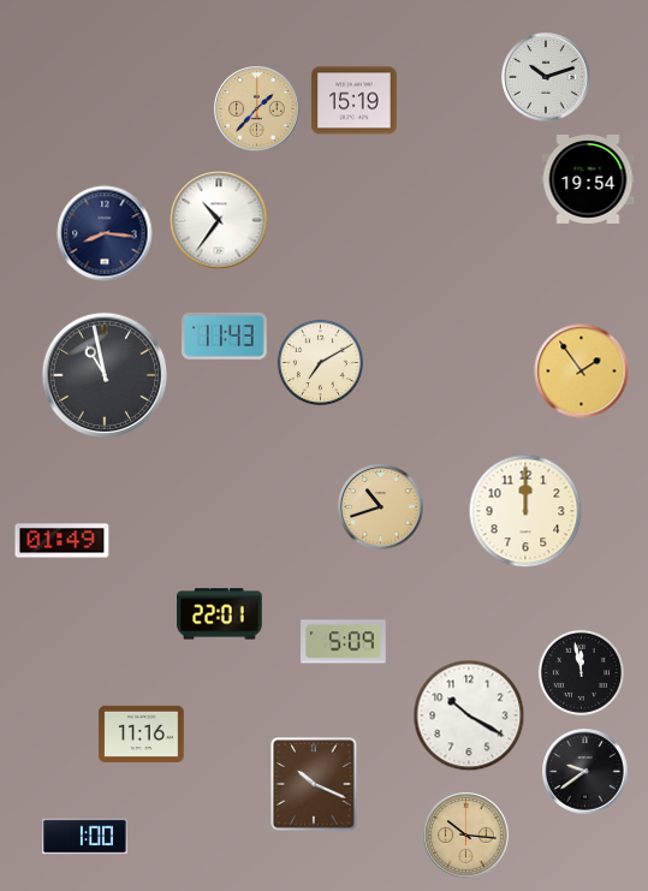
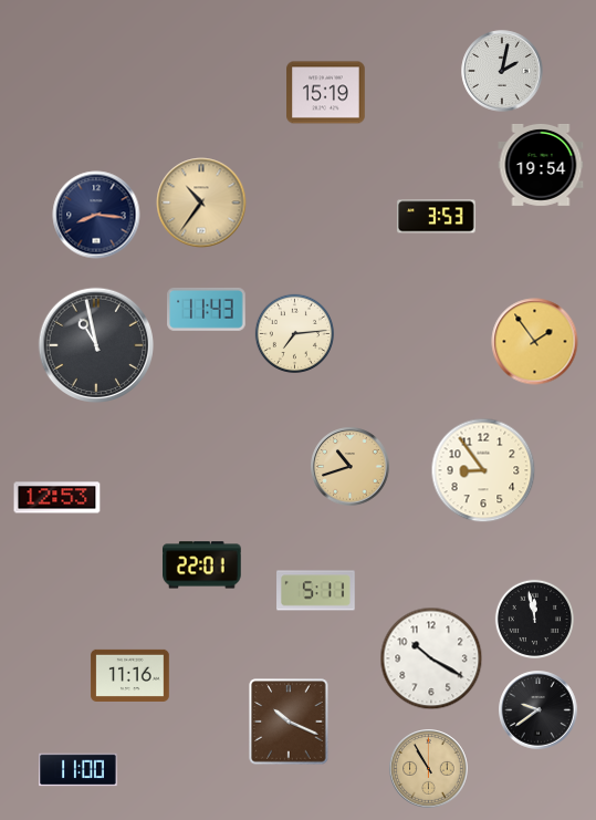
clock at (546, 77): 10:12 -> 2:02
clock at (257, 109): 1:37 -> none
clock at (219, 220) dial: white -> champagne
clock at (437, 217): none -> 3:53
clock at (320, 362): 7:10 -> 7:14
clock at (525, 511): 12:00 -> 8:54
clock at (63, 541): 01:49 -> 12:53
clock at (344, 642): 5:09 -> 5:11
clock at (466, 836): 10:16 -> 10:55
clock at (85, 837): 1:00 -> 11:00
